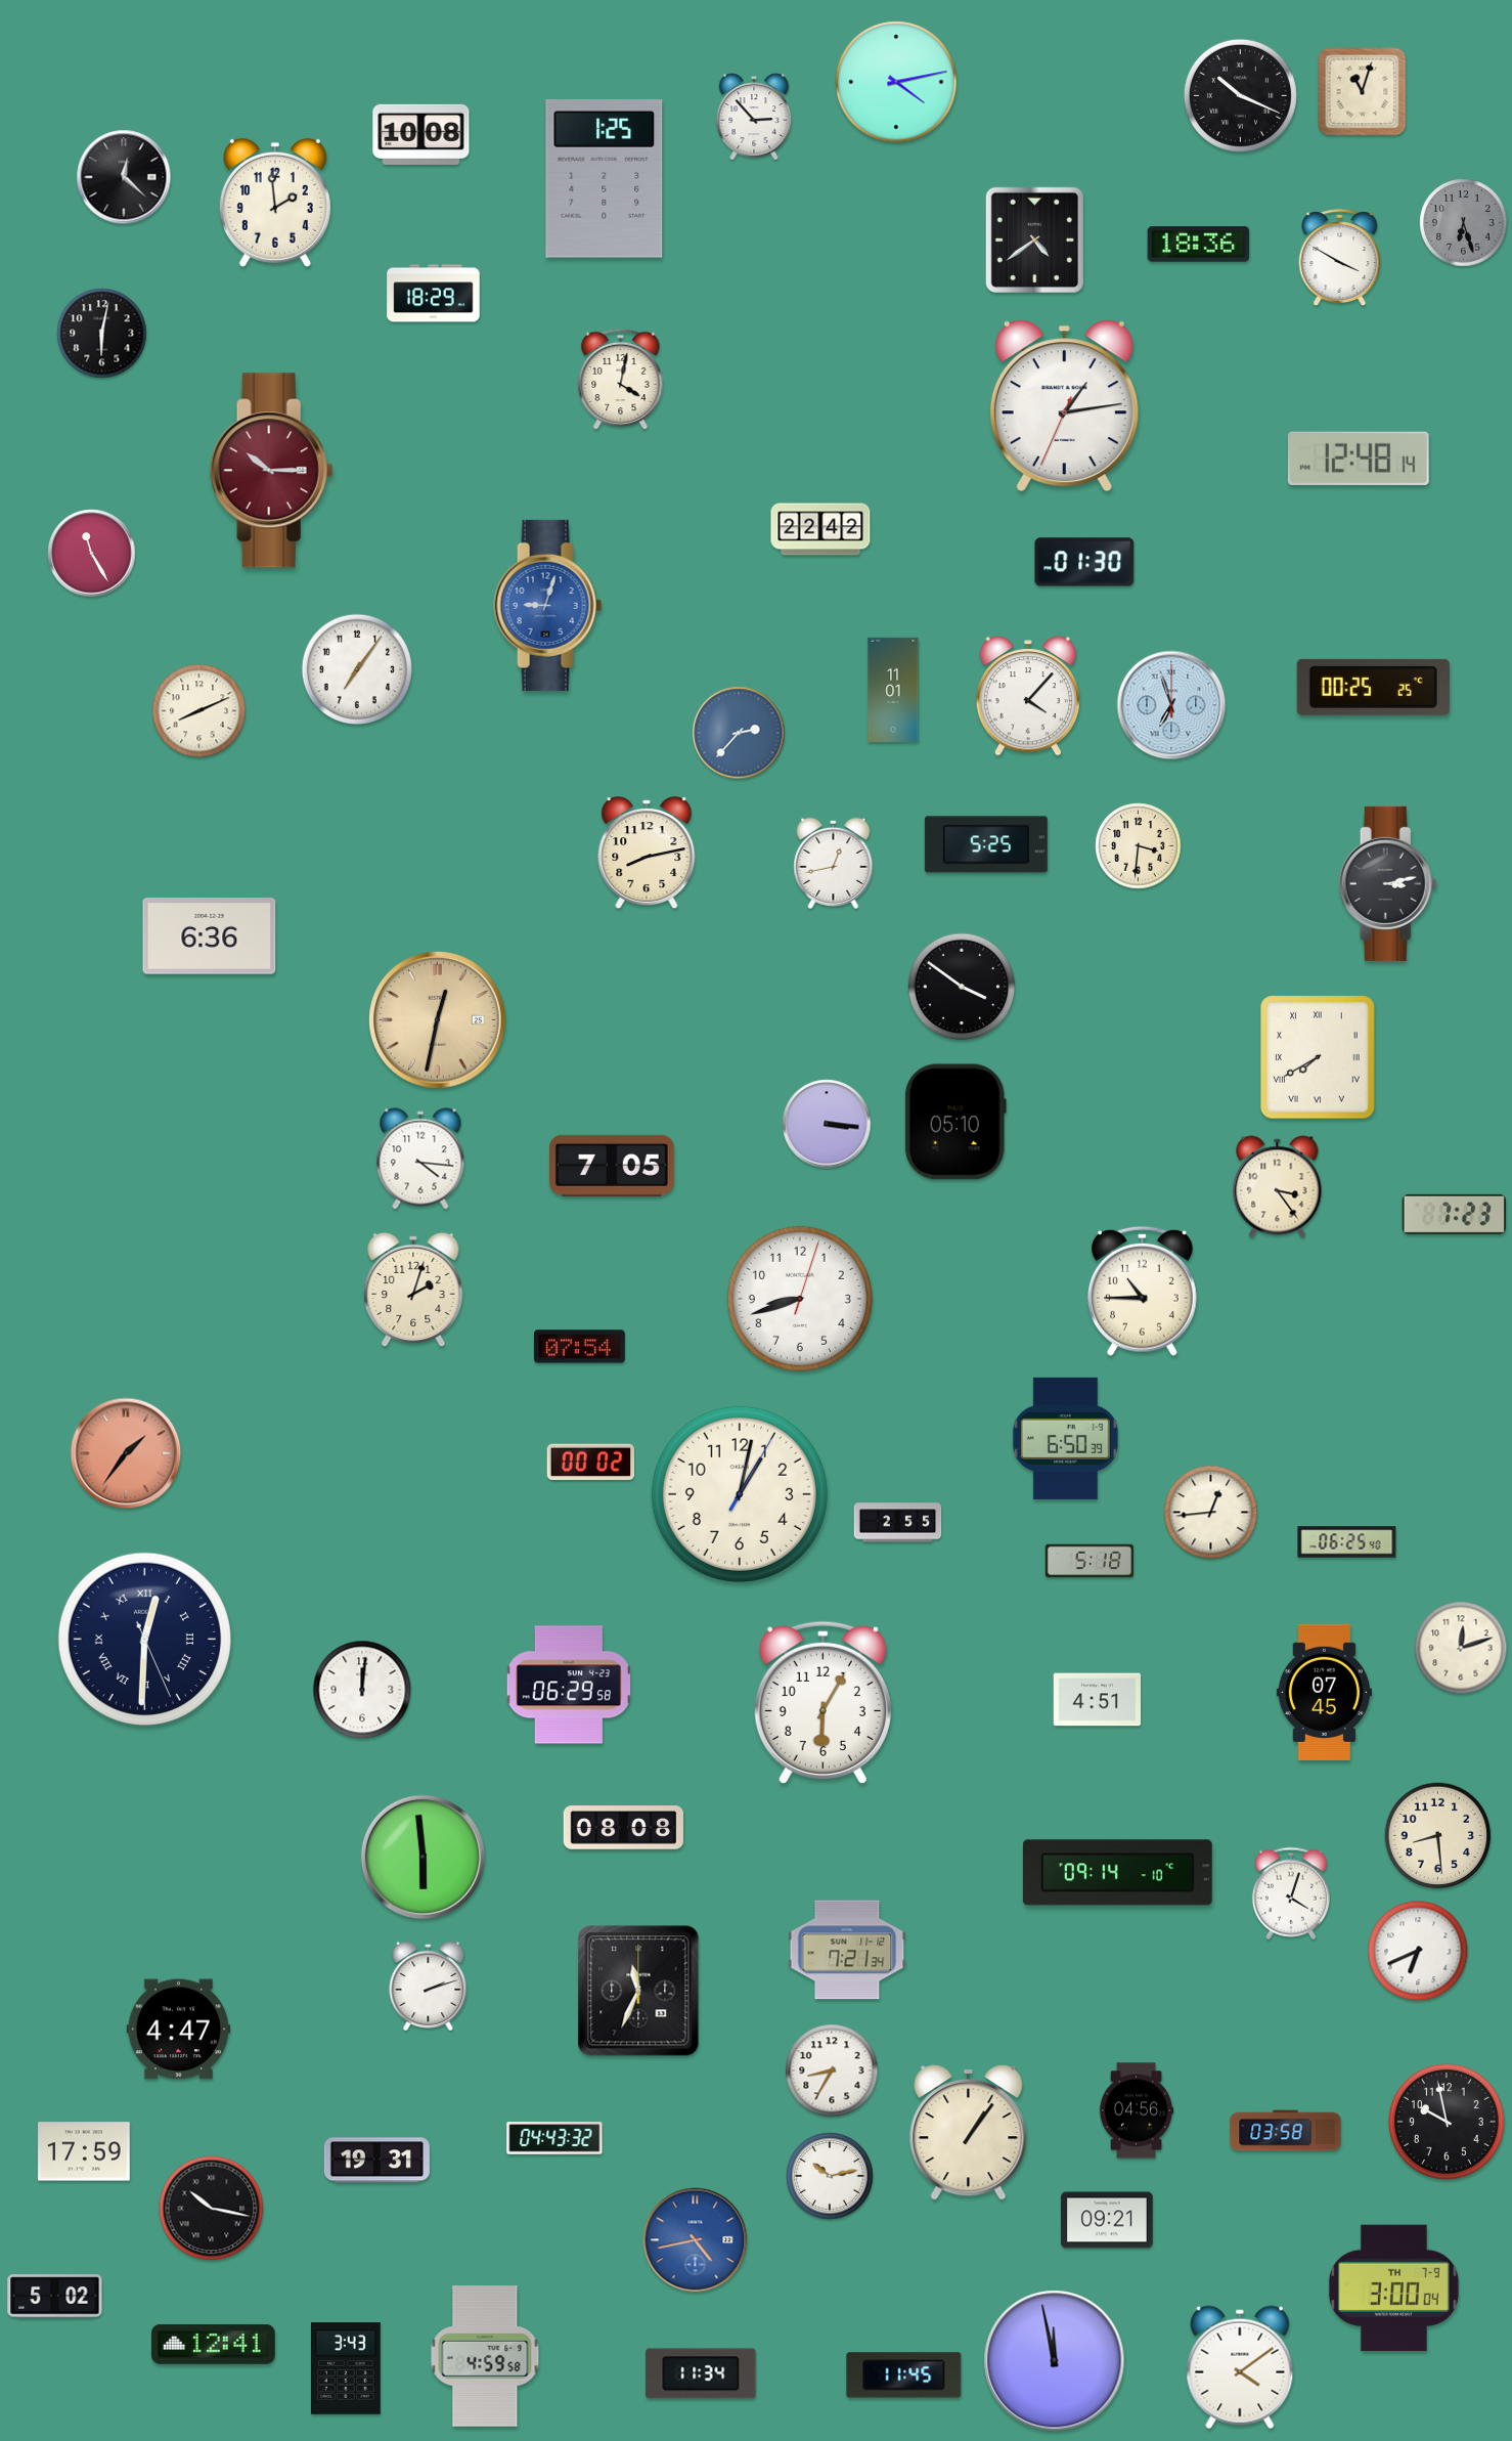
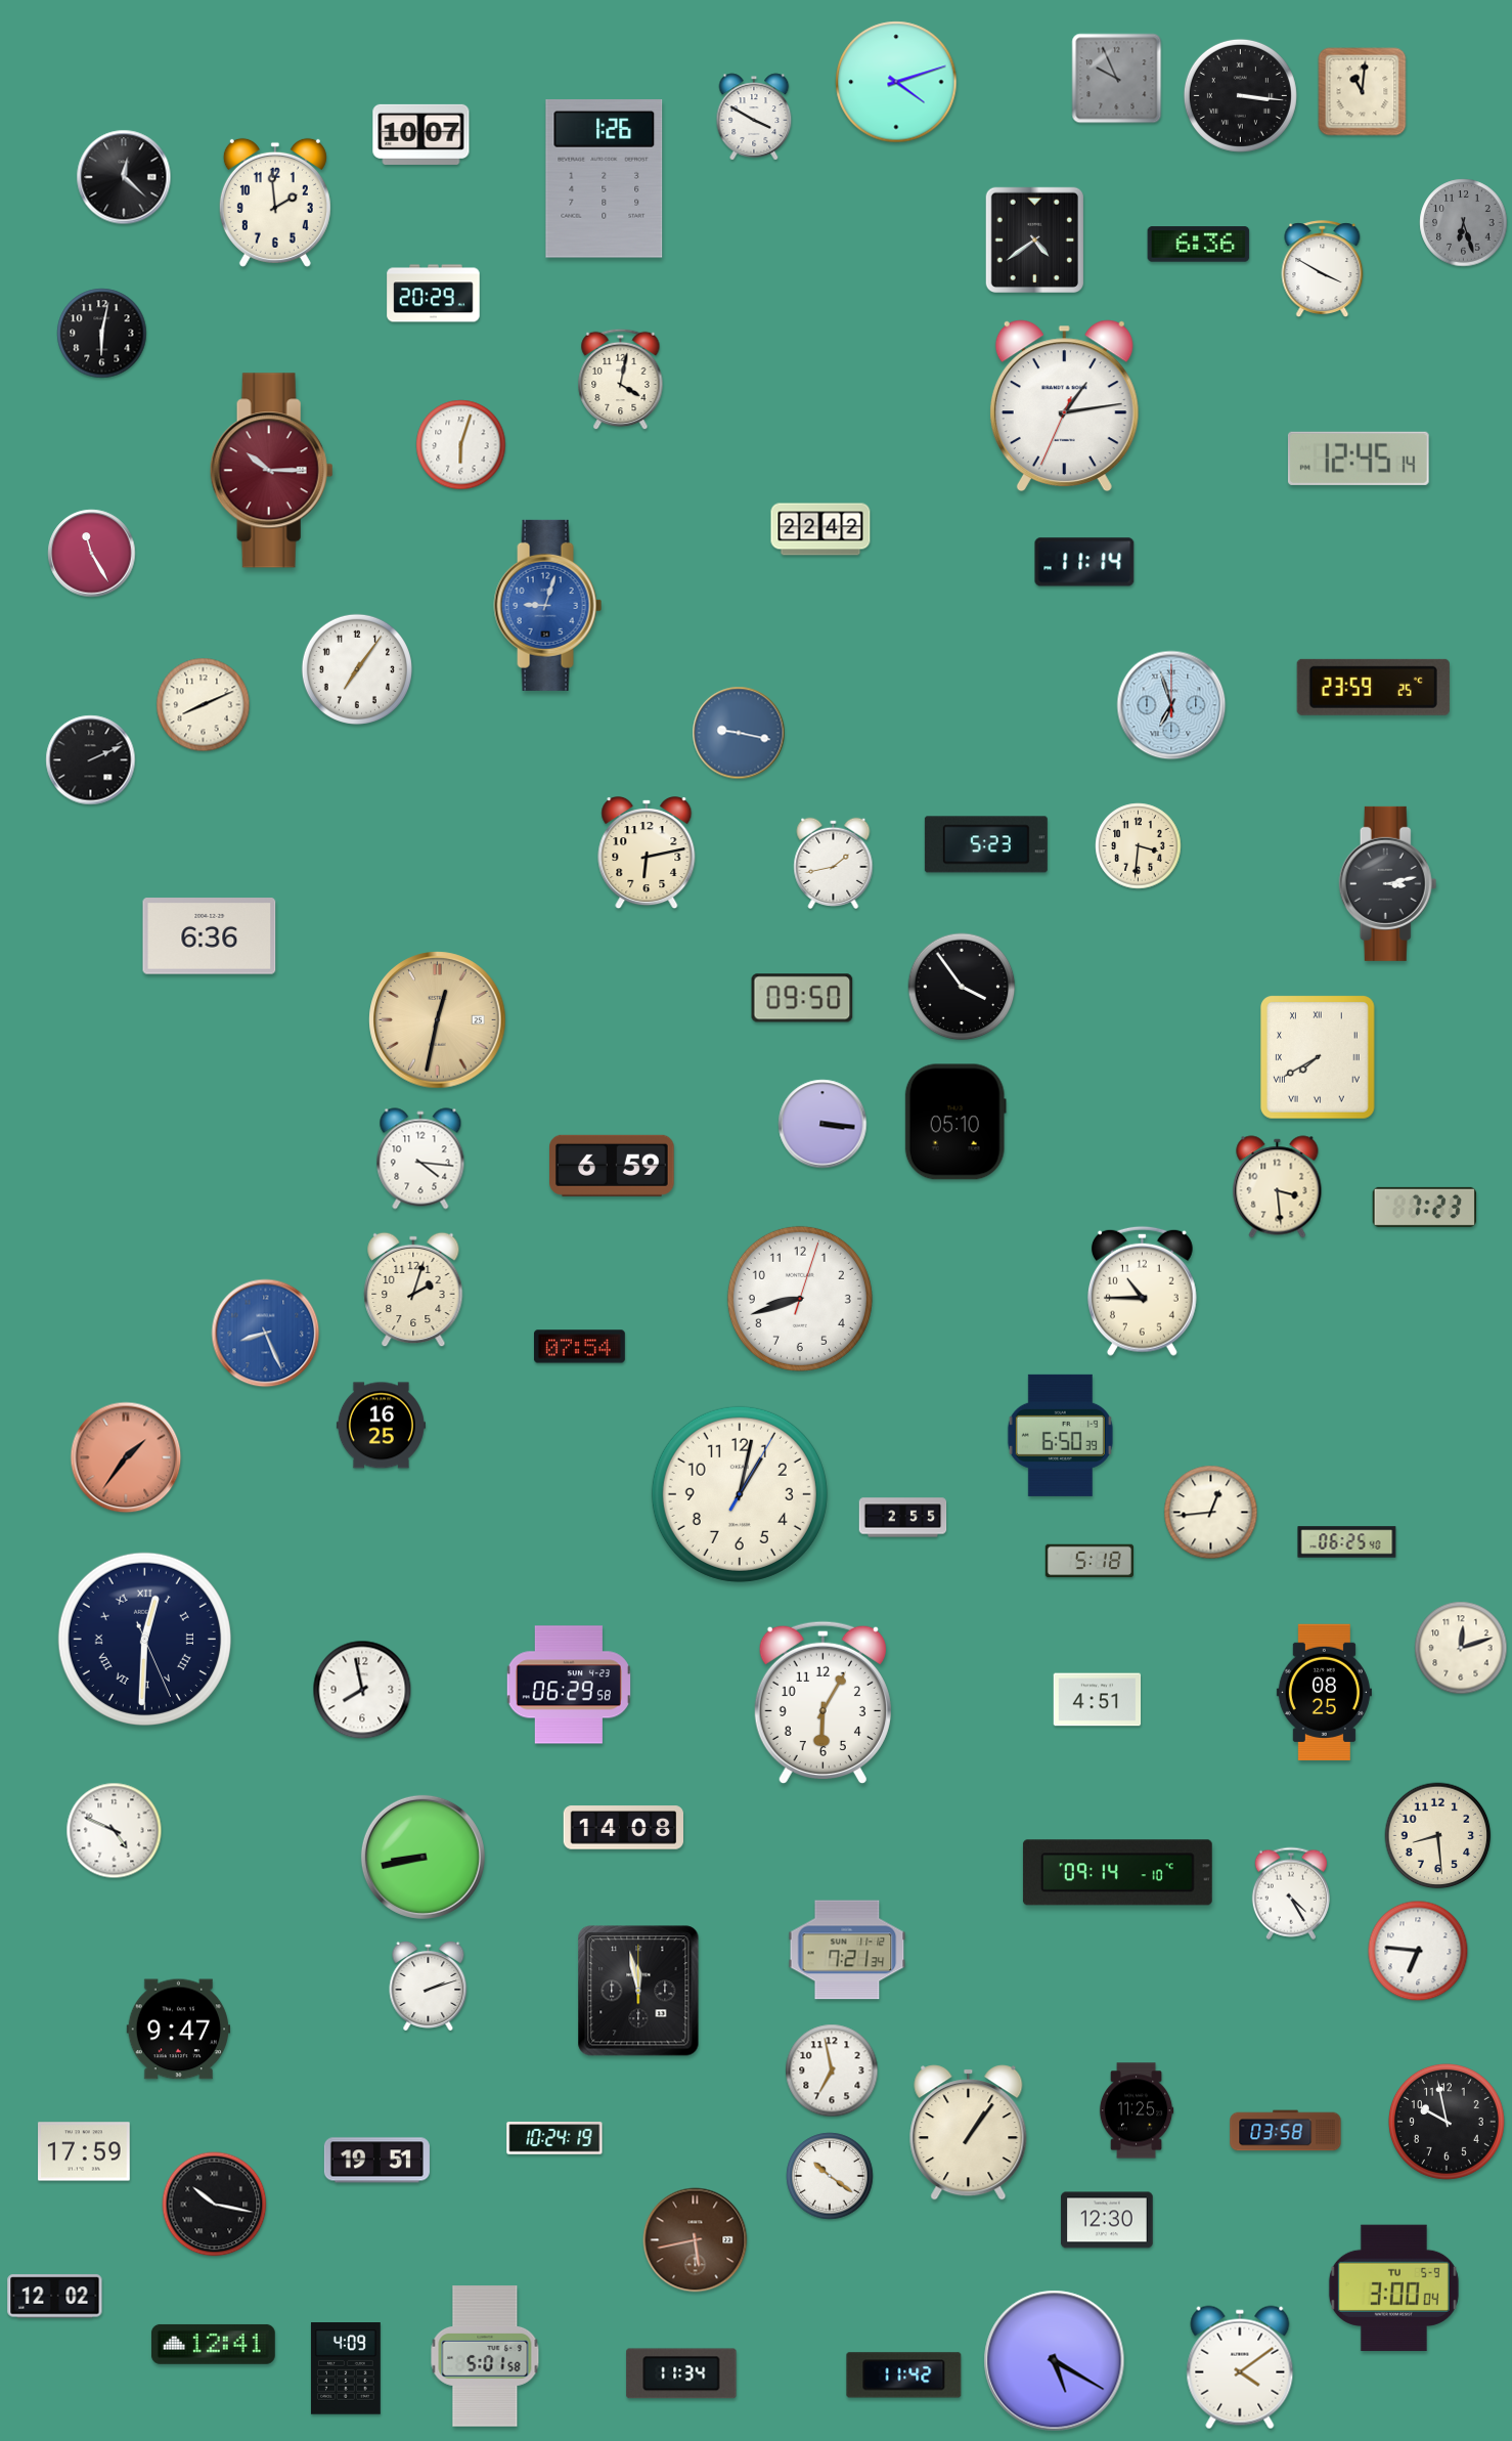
clock at (1117, 79): none -> 9:56
clock at (896, 82): 4:13 -> 4:12
clock at (1363, 92): 11:03 -> 11:01
clock at (1240, 95): 10:19 -> 3:16
clock at (754, 117): 2:53 -> 3:50
clock at (421, 134): 10:08 -> 10:07
clock at (605, 179): 1:25 -> 1:26
clock at (1199, 245): 18:36 -> 6:36
clock at (1340, 257) position: (1340, 257) -> (1323, 268)
clock at (434, 294): 18:29 -> 20:29
clock at (461, 445): none -> 6:03
clock at (1359, 459): 12:48 -> 12:45
clock at (1084, 562): 01:30 -> 11:14
clock at (1373, 687): 00:25 -> 23:59
clock at (893, 689): 11:01 -> none
clock at (1028, 696): 4:07 -> none
clock at (199, 711) position: (199, 711) -> (204, 705)
clock at (739, 733): 2:37 -> 9:17
clock at (91, 760): none -> 2:11
clock at (986, 844): 5:25 -> 5:23
clock at (647, 854): 8:13 -> 6:13
clock at (834, 863): 12:43 -> 1:43
clock at (962, 987): 3:51 -> 3:54
clock at (802, 998): none -> 09:50
clock at (827, 1124) position: (827, 1124) -> (822, 1124)
clock at (613, 1166): 7:05 -> 6:59
clock at (1278, 1187): 3:24 -> 3:29
clock at (1454, 1214) position: (1454, 1214) -> (1424, 1207)
clock at (266, 1334): none -> 8:26
clock at (381, 1426): none -> 16:25
clock at (1065, 1438) position: (1065, 1438) -> (1060, 1435)
clock at (126, 1453) position: (126, 1453) -> (126, 1457)
clock at (590, 1462): 00:02 -> none
clock at (898, 1523) position: (898, 1523) -> (903, 1518)
clock at (362, 1690): 12:01 -> 7:58
clock at (1324, 1692): 07:45 -> 08:25
clock at (623, 1828): 08:08 -> 14:08
clock at (115, 1831): none -> 4:49
clock at (423, 1857): 5:59 -> 8:43
clock at (1291, 1893): 4:03 -> 4:25
clock at (1418, 1951): 6:41 -> 6:46
clock at (638, 1991): 11:34 -> 11:58
clock at (179, 2030): 4:47 -> 9:47
clock at (832, 2071): 8:35 -> 6:58
clock at (1137, 2110): 04:56 -> 11:25
clock at (554, 2138): 04:43 -> 10:24
clock at (376, 2161): 19:31 -> 19:51
clock at (830, 2176): 10:13 -> 10:21
clock at (212, 2209) position: (212, 2209) -> (215, 2205)
clock at (1107, 2220): 09:21 -> 12:30
clock at (696, 2240): 4:43 -> 5:43
clock at (696, 2240) dial: blue -> brown
clock at (1393, 2289) date: TH 7-9 -> TU 5-9
clock at (55, 2297): 5:02 -> 12:02
clock at (485, 2356): 4:59 -> 5:01
clock at (1055, 2361): 11:58 -> 5:20
clock at (346, 2369): 3:43 -> 4:09
clock at (701, 2373) position: (701, 2373) -> (681, 2373)
clock at (904, 2375): 11:45 -> 11:42
